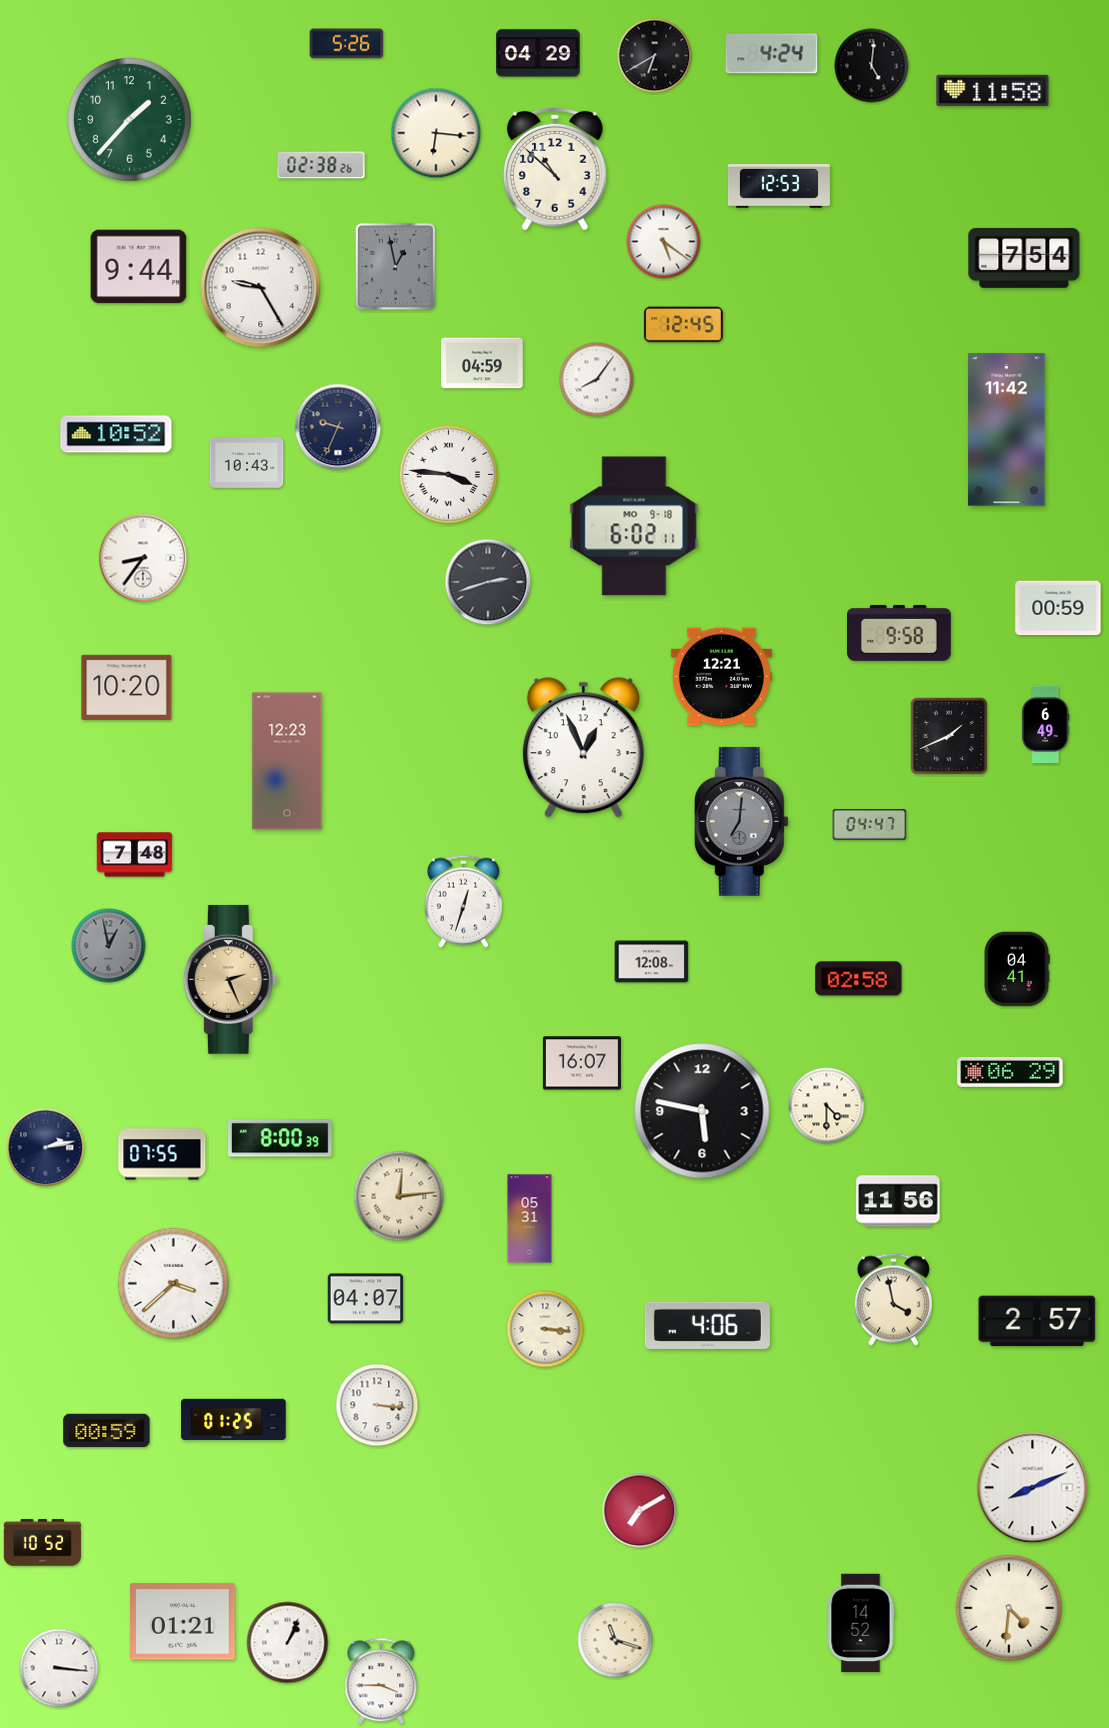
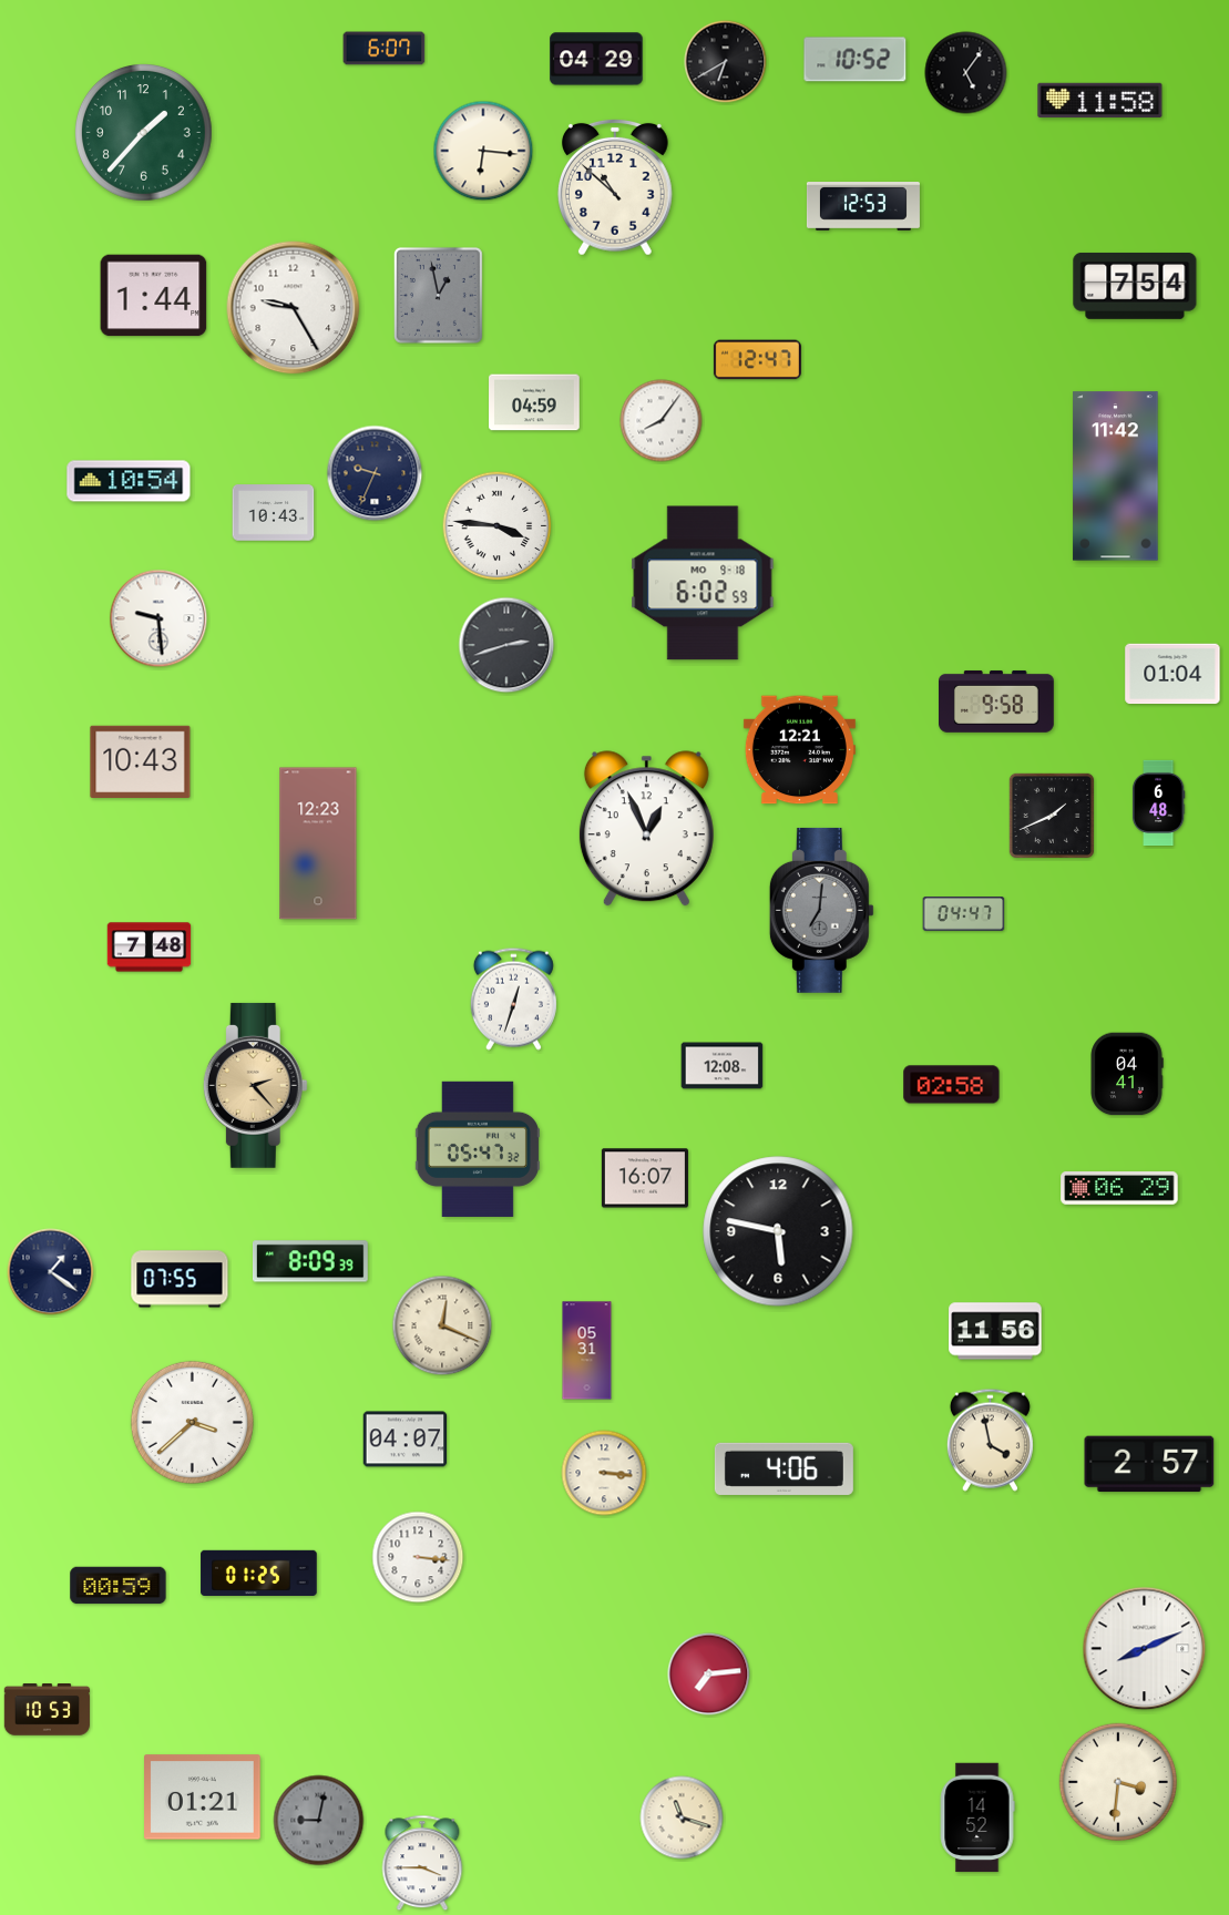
clock at (347, 44): 5:26 -> 6:07
clock at (772, 54): 4:24 -> 10:52
clock at (872, 66): 5:01 -> 5:06
clock at (436, 133) position: (436, 133) -> (483, 151)
clock at (321, 165): 02:38 -> none
clock at (664, 242): 5:21 -> none
clock at (139, 267): 9:44 -> 1:44
clock at (261, 288) position: (261, 288) -> (294, 308)
clock at (683, 325): 12:45 -> 12:47
clock at (116, 434): 10:52 -> 10:54
clock at (634, 526): 6:02:11 -> 6:02:59
clock at (143, 558): 8:36 -> 9:29
clock at (488, 582) position: (488, 582) -> (506, 645)
clock at (1058, 608): 00:59 -> 01:04
clock at (127, 687): 10:20 -> 10:43
clock at (1045, 724): 6:49 -> 6:48
clock at (109, 946): 12:58 -> none
clock at (230, 979): 2:26 -> 2:23
clock at (478, 1149): none -> 05:47
clock at (827, 1106): 4:30 -> none
clock at (281, 1138): 8:00 -> 8:09
clock at (46, 1148): 2:13 -> 1:21
clock at (399, 1196): 12:14 -> 12:19
clock at (640, 1511): 7:10 -> 7:14
clock at (42, 1543): 10:52 -> 10:53
clock at (1008, 1607): 4:31 -> 3:31
clock at (861, 1623) position: (861, 1623) -> (977, 1817)
clock at (288, 1643): 1:04 -> 9:02
clock at (288, 1643) dial: white -> grey
clock at (59, 1668): 3:16 -> none
